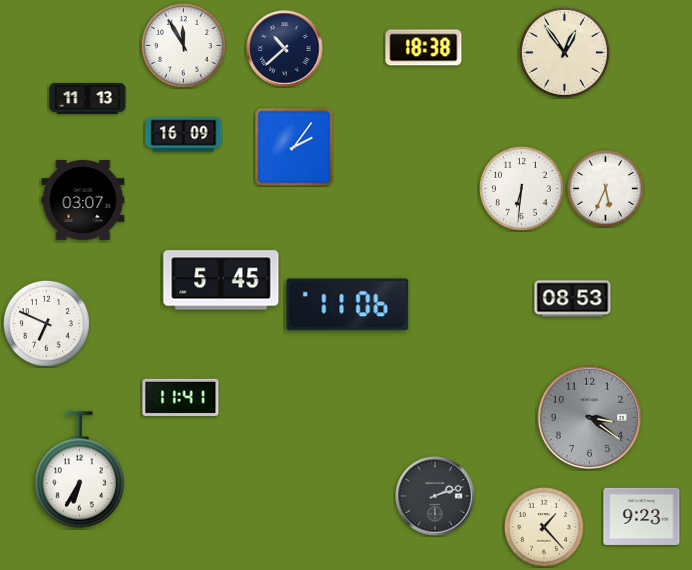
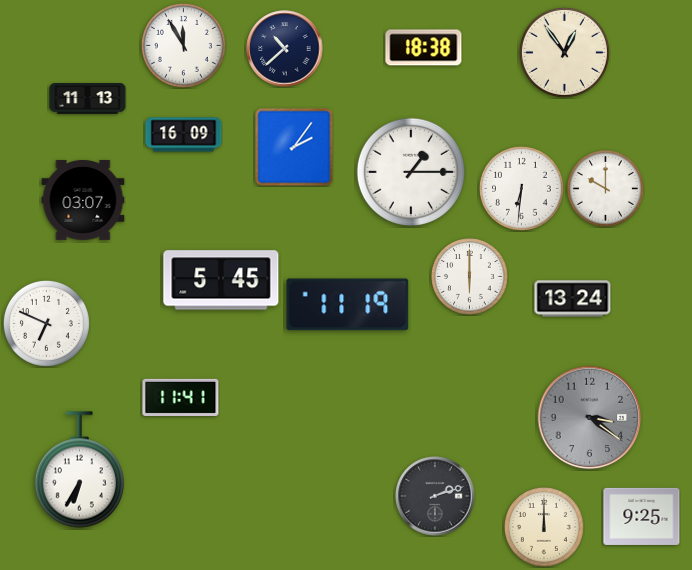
clock at (411, 172): none -> 1:15
clock at (606, 189): 5:34 -> 10:00
clock at (470, 277): none -> 6:00
clock at (573, 299): 08:53 -> 13:24
clock at (348, 305): 11:06 -> 11:19
clock at (642, 516): 9:23 -> 9:25
clock at (545, 528): 1:23 -> 12:00
